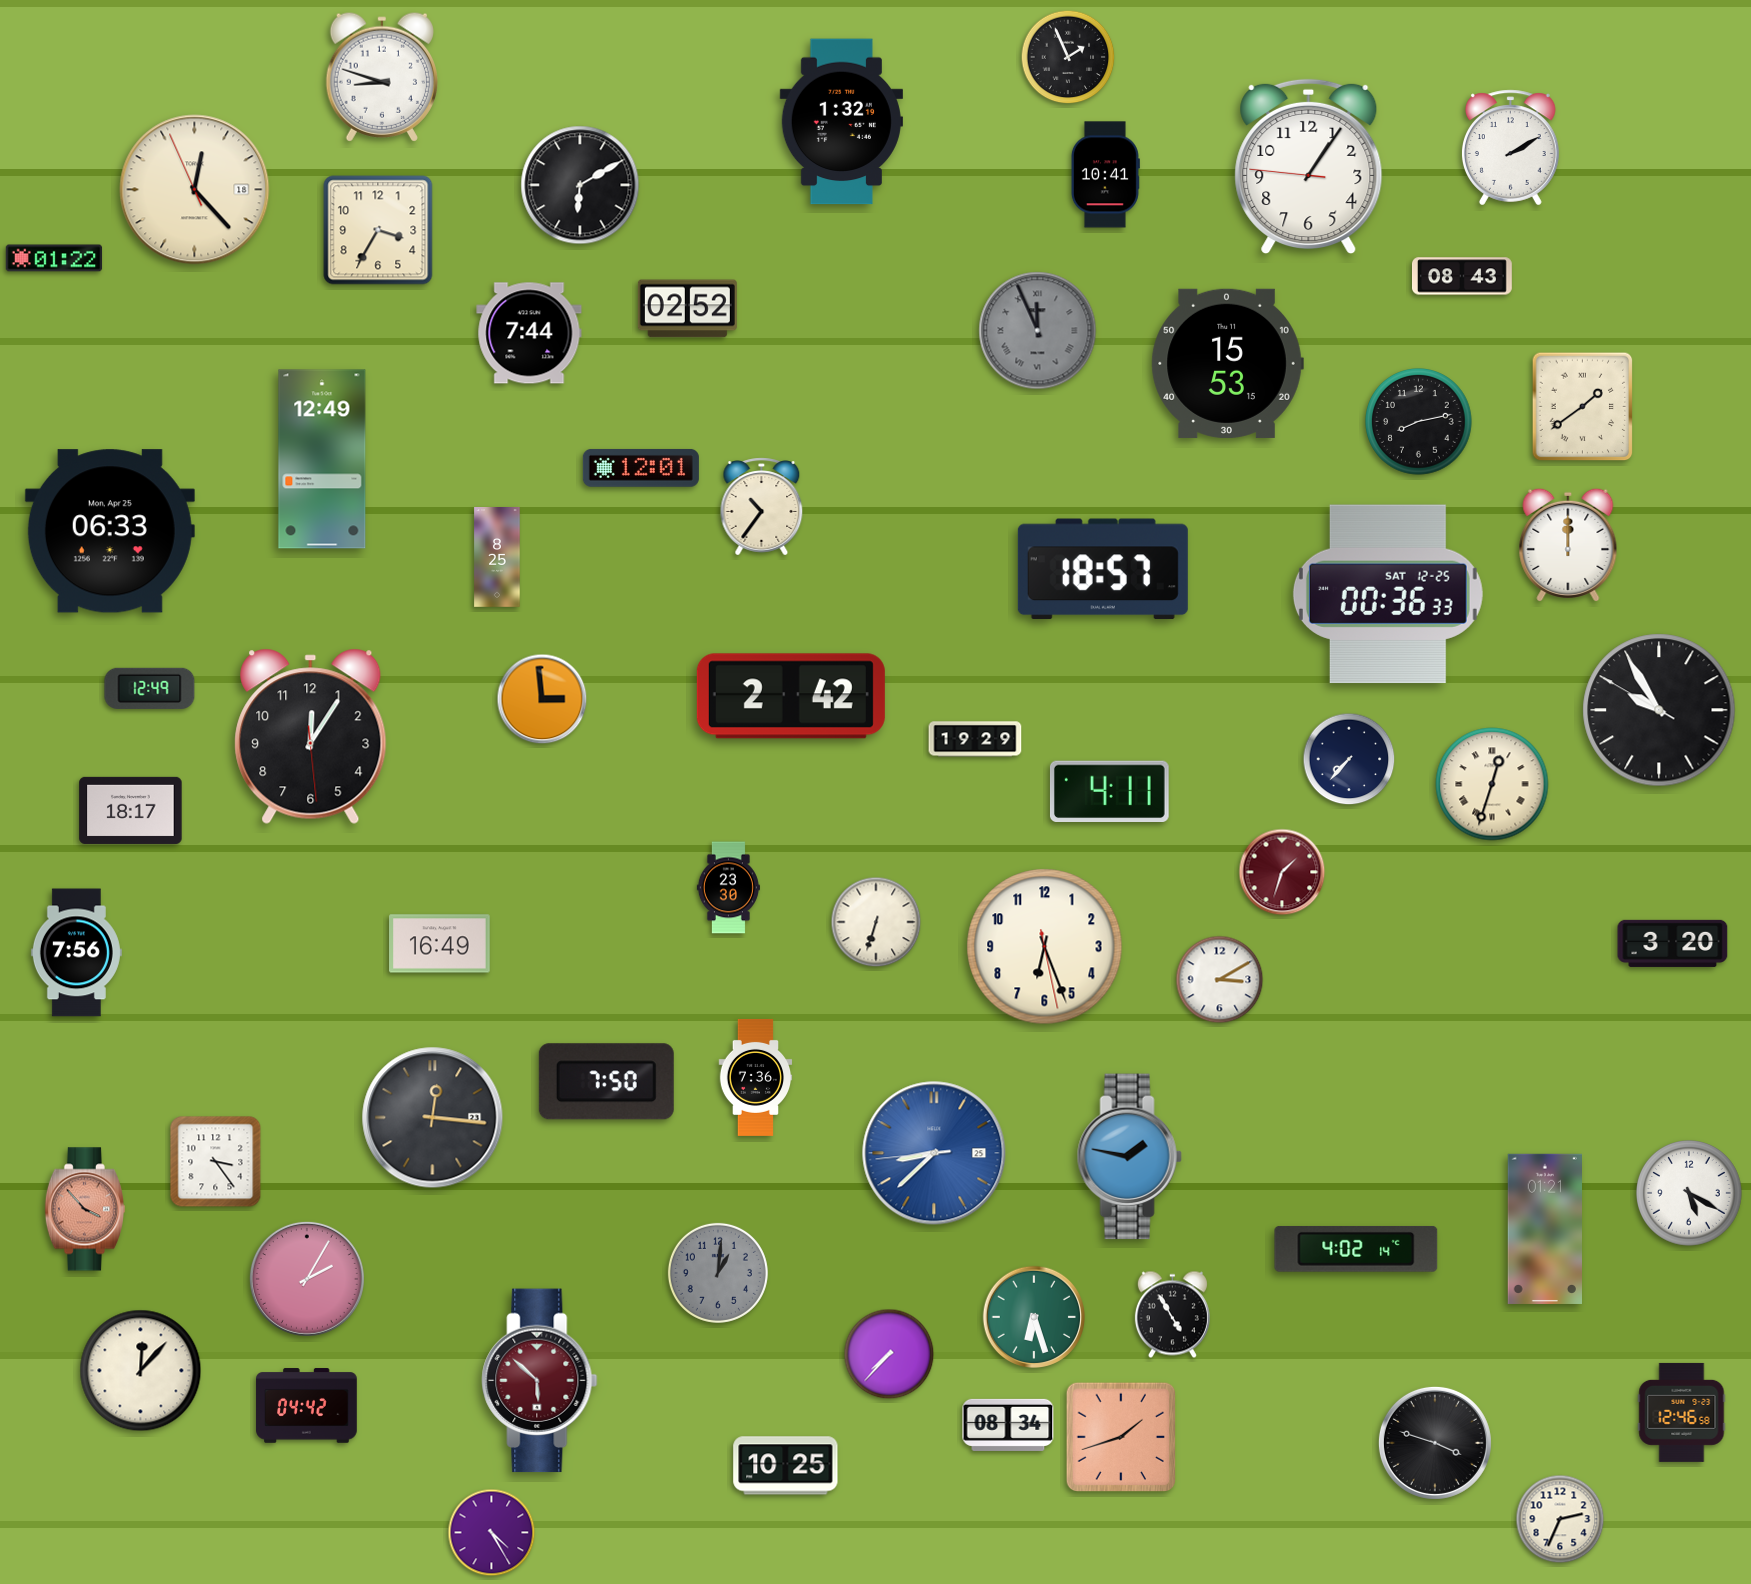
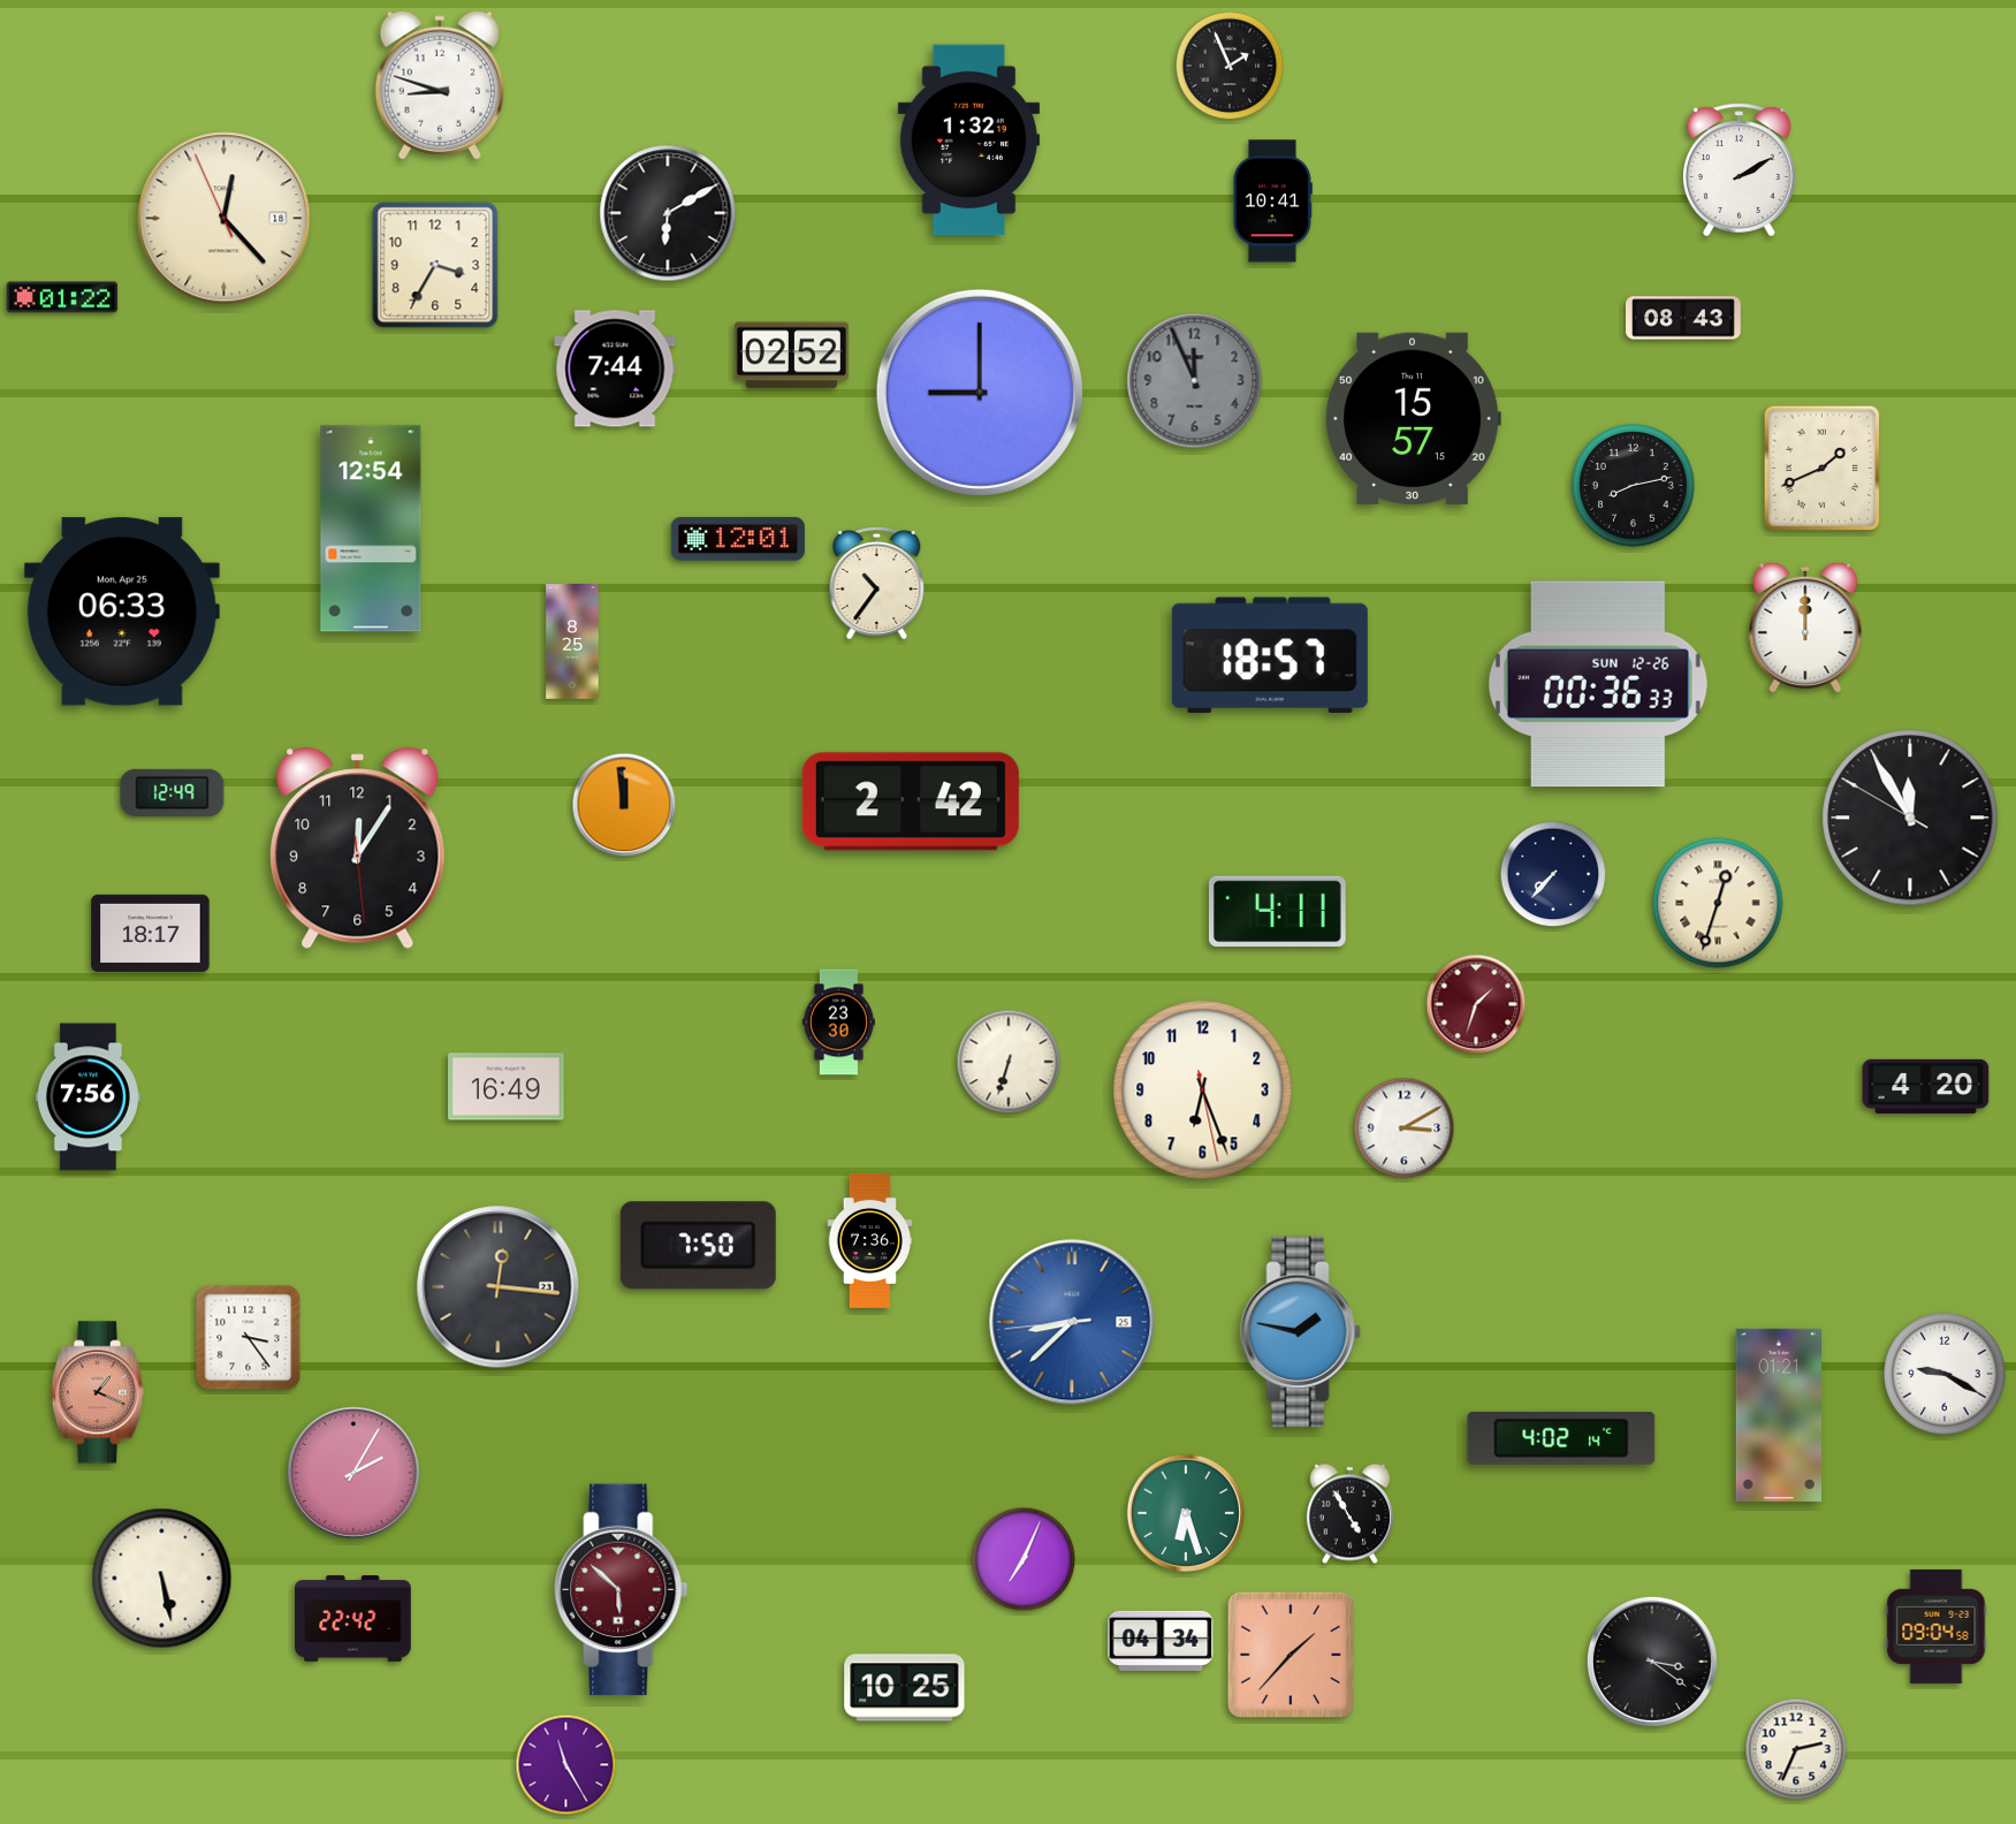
clock at (382, 77) position: (382, 77) -> (440, 85)
clock at (1309, 167): 1:05 -> none
clock at (1038, 331) numerals: Roman -> Arabic
clock at (529, 333) position: (529, 333) -> (615, 368)
clock at (980, 393): none -> 9:00
clock at (1227, 363): 15:53 -> 15:57
clock at (1583, 407): 1:39 -> 1:41
clock at (322, 459): 12:49 -> 12:54
clock at (110, 531) position: (110, 531) -> (122, 611)
clock at (1388, 594) date: SAT 12-25 -> SUN 12-26
clock at (542, 699): 2:59 -> 11:59
clock at (1659, 710): 9:54 -> 11:54
clock at (975, 739): 19:29 -> none
clock at (1673, 943): 3:20 -> 4:20
clock at (934, 1153) position: (934, 1153) -> (1072, 1322)
clock at (1690, 1194): 5:20 -> 9:20
clock at (85, 1209): 3:53 -> 1:19
clock at (718, 1273): 1:01 -> none
clock at (1033, 1316) position: (1033, 1316) -> (1185, 1512)
clock at (889, 1354): 7:37 -> 7:04
clock at (141, 1371): 12:07 -> 5:28
clock at (307, 1406): 04:42 -> 22:42
clock at (1682, 1412): 12:46 -> 09:04
clock at (1008, 1425): 08:34 -> 04:34
clock at (1120, 1436): 1:42 -> 1:37
clock at (1435, 1443): 3:48 -> 3:21
clock at (492, 1533): 4:25 -> 11:25
